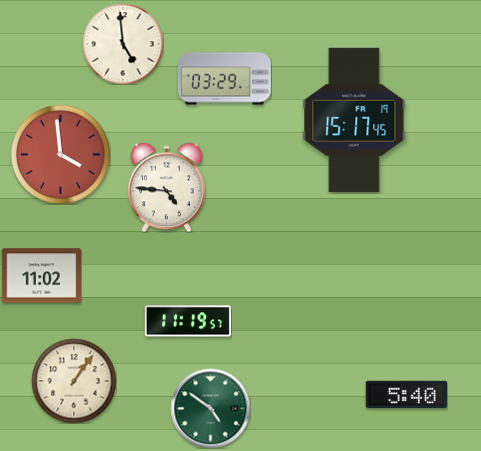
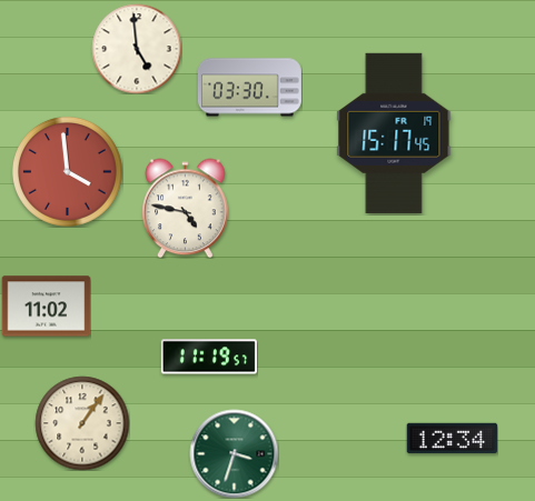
clock at (224, 79): 03:29 -> 03:30
clock at (167, 187): 4:46 -> 4:47
clock at (406, 395): 5:40 -> 12:34
clock at (210, 408): 4:51 -> 3:33
